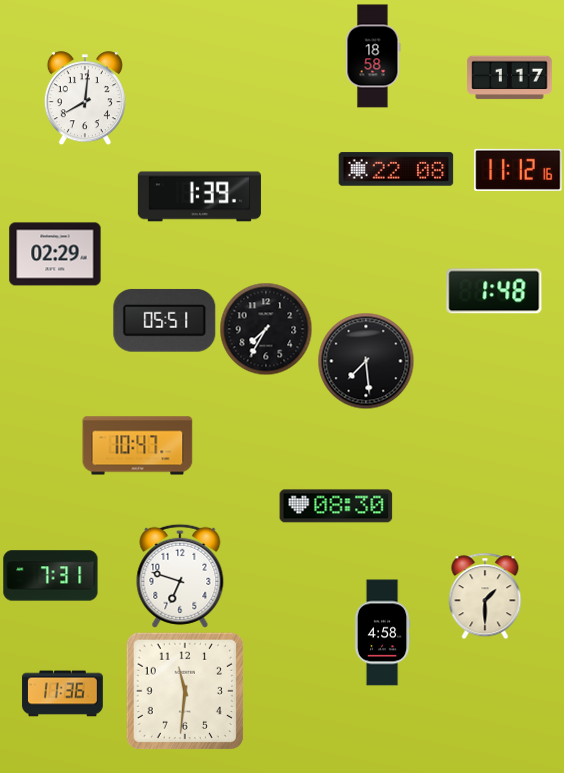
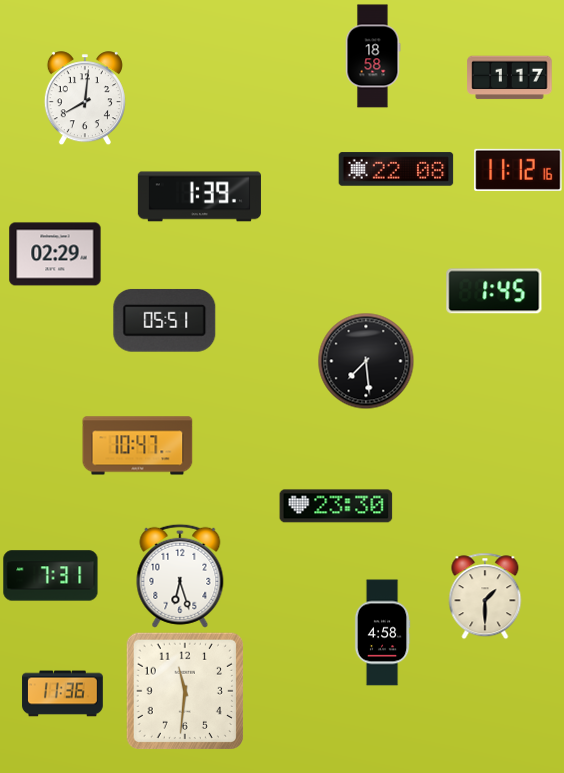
clock at (494, 291): 1:48 -> 1:45
clock at (266, 329): 7:35 -> none
clock at (336, 506): 08:30 -> 23:30
clock at (180, 576): 6:48 -> 6:27
